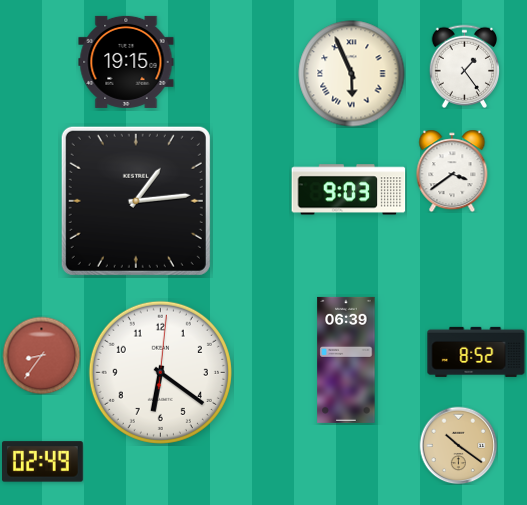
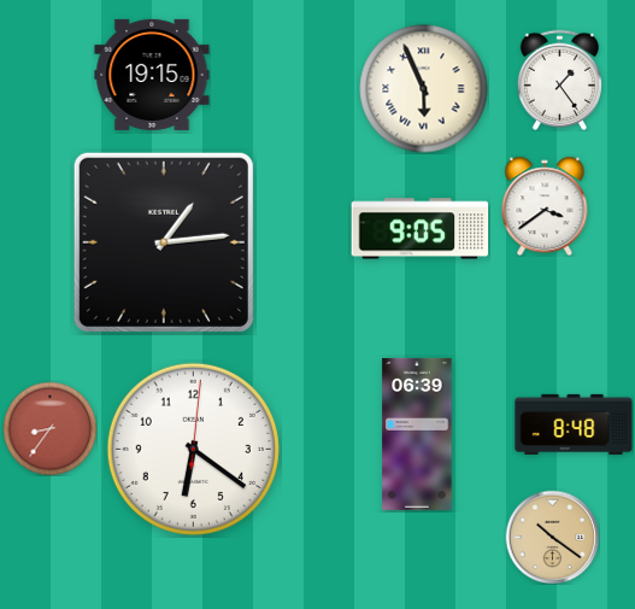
clock at (349, 190): 9:03 -> 9:05
clock at (476, 352): 8:52 -> 8:48
clock at (43, 462): 02:49 -> none
